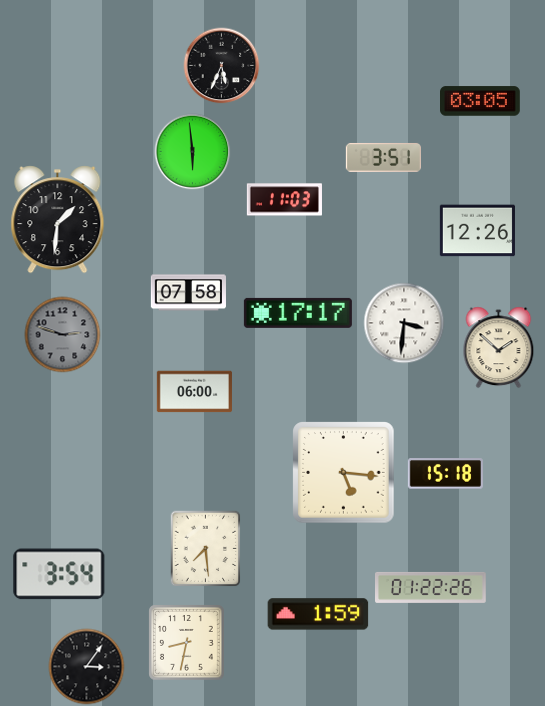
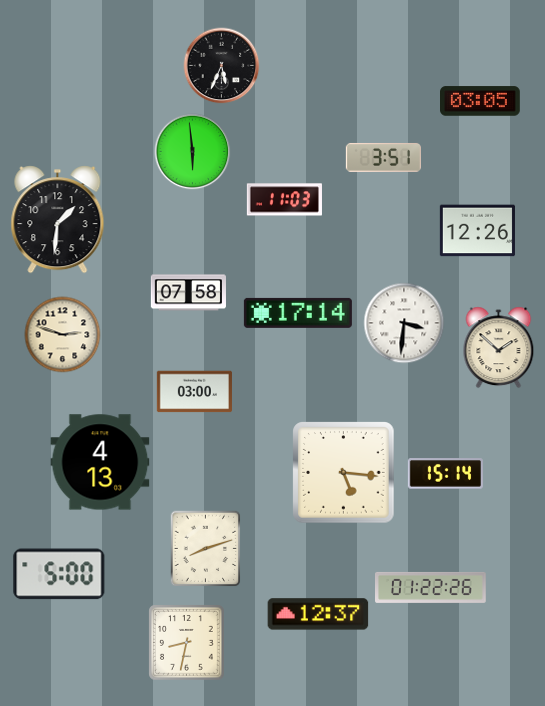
clock at (298, 313): 17:17 -> 17:14
clock at (63, 335) dial: grey -> cream
clock at (194, 392): 06:00 -> 03:00
clock at (100, 462): none -> 4:13
clock at (445, 474): 15:18 -> 15:14
clock at (206, 549): 7:29 -> 8:12
clock at (59, 574): 3:54 -> 5:00
clock at (318, 614): 1:59 -> 12:37
clock at (87, 667): 3:06 -> none
